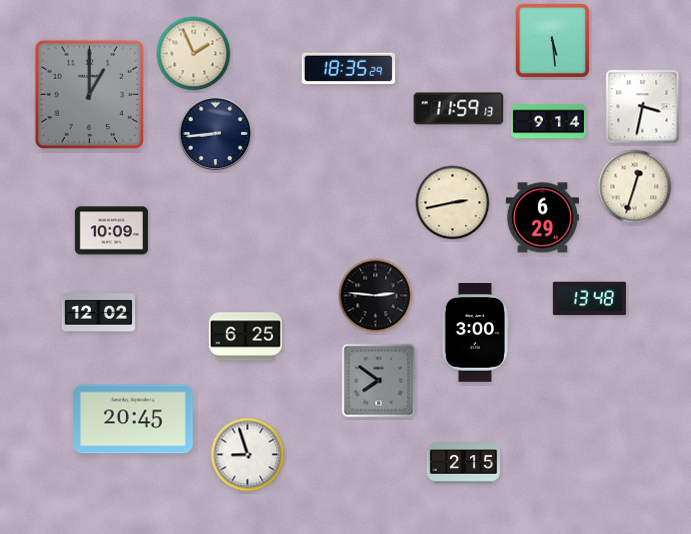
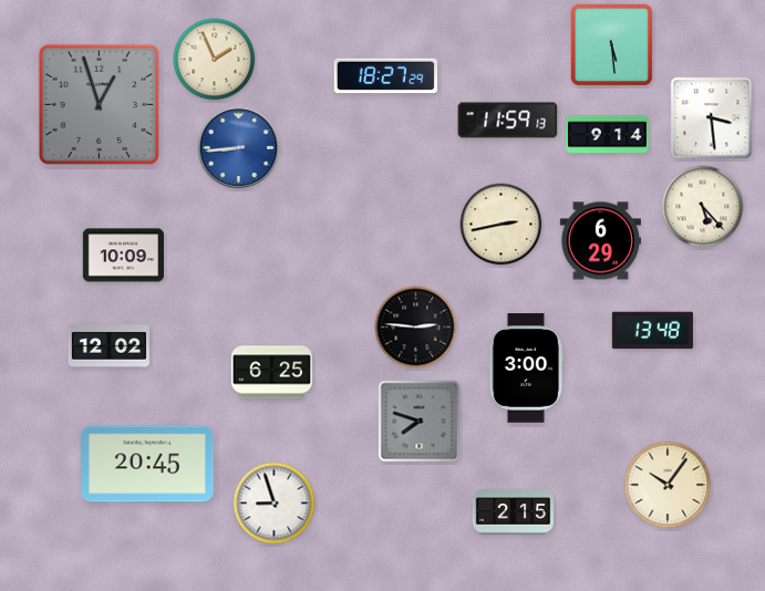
clock at (348, 69): 18:35 -> 18:27
clock at (89, 94): 1:00 -> 12:57
clock at (643, 107): 3:32 -> 3:29
clock at (216, 134) dial: navy -> blue
clock at (635, 187): 12:33 -> 5:23
clock at (379, 381): 7:51 -> 7:48
clock at (668, 485): none -> 10:06
